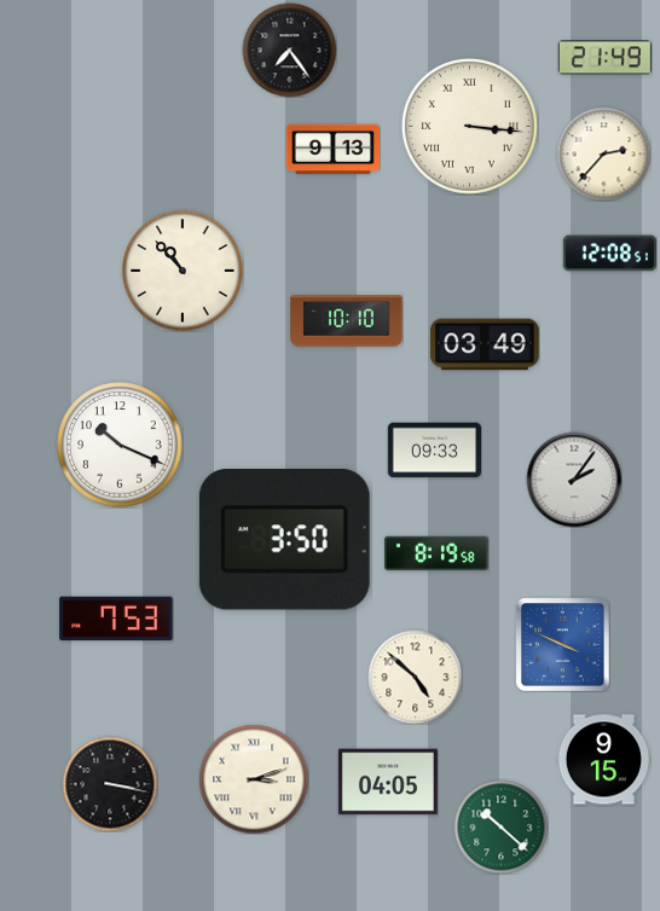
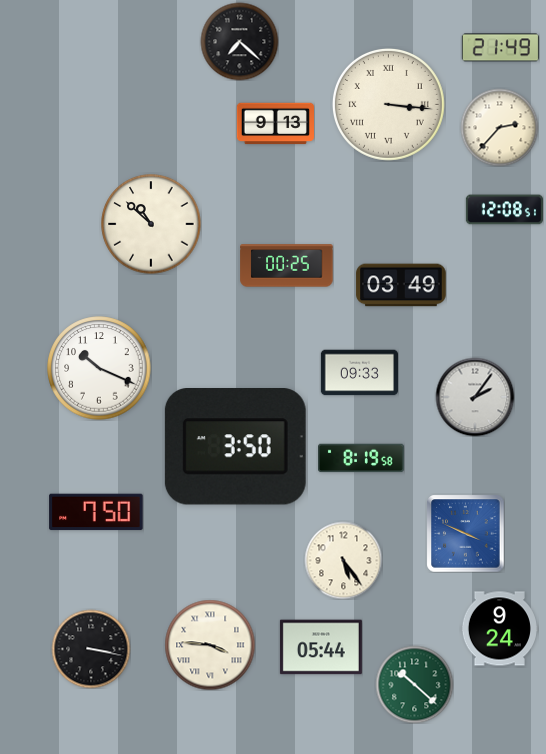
clock at (289, 50): 7:24 -> 7:22
clock at (183, 271): 10:53 -> 10:52
clock at (347, 321): 10:10 -> 00:25
clock at (116, 619): 7:53 -> 7:50
clock at (415, 677): 4:52 -> 5:24
clock at (603, 760): 9:15 -> 9:24
clock at (254, 779): 3:12 -> 3:46
clock at (388, 782): 04:05 -> 05:44
